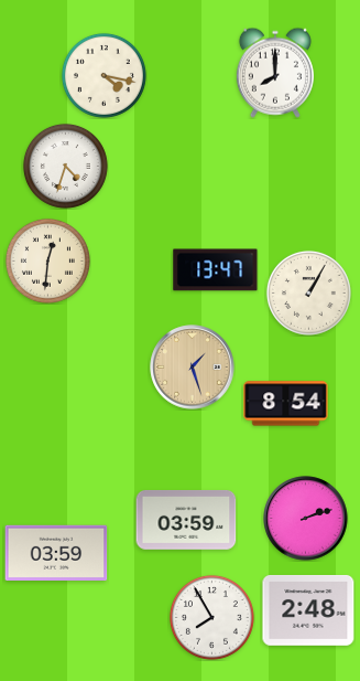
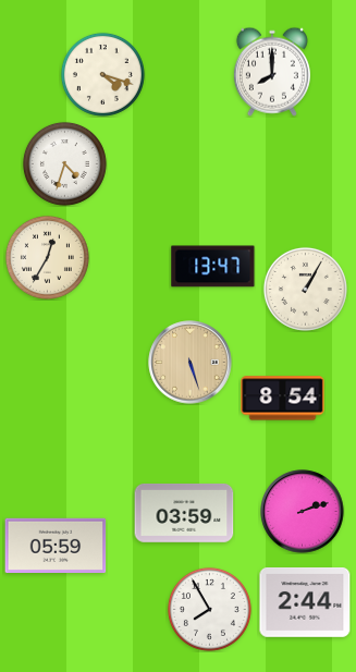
clock at (103, 75): 4:17 -> 4:18
clock at (47, 260): 12:31 -> 12:35
clock at (193, 368): 1:27 -> 5:27
clock at (56, 552): 03:59 -> 05:59
clock at (308, 610): 2:48 -> 2:44
